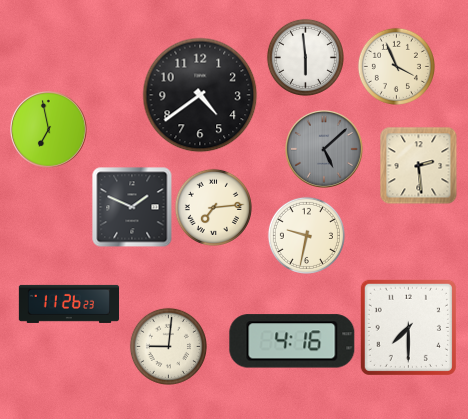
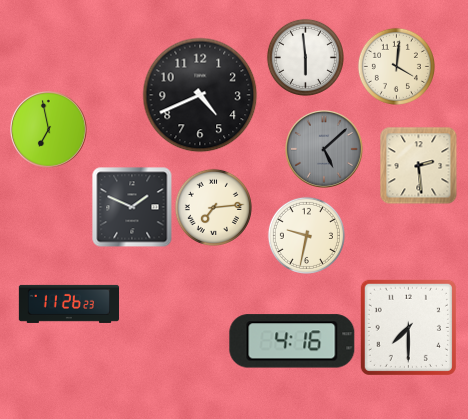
clock at (396, 66): 3:56 -> 4:01
clock at (200, 95): 4:39 -> 4:41
clock at (168, 346): 9:01 -> none
